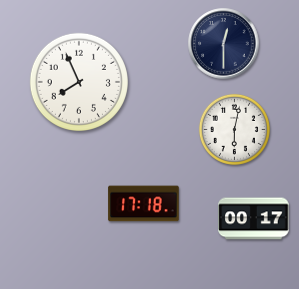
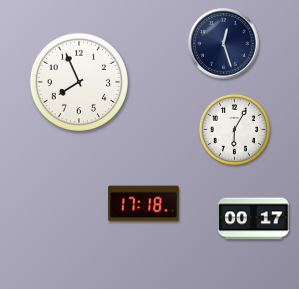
clock at (224, 44): 12:30 -> 12:27
clock at (234, 129): 6:02 -> 6:05
